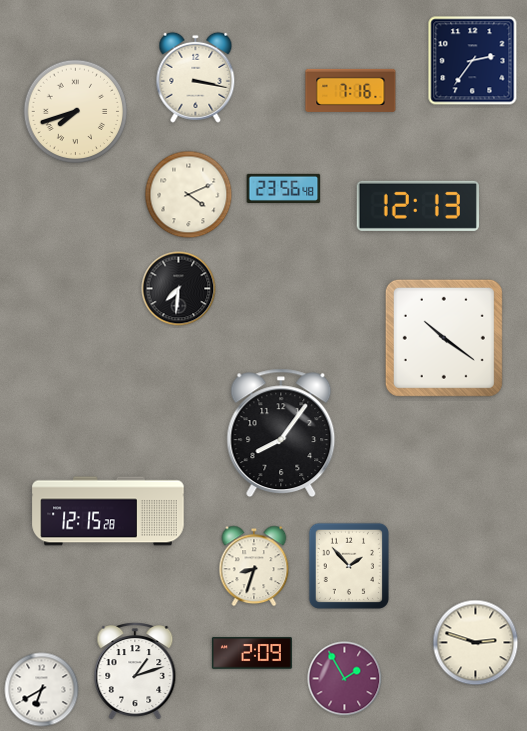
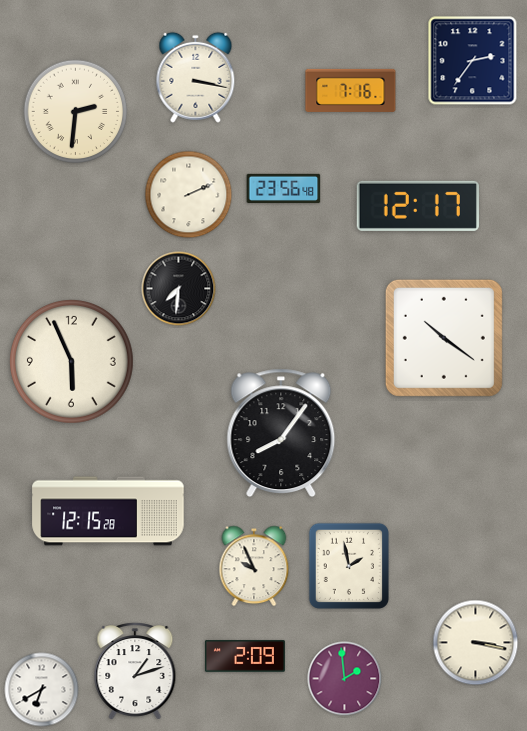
clock at (76, 112): 7:42 -> 2:31
clock at (189, 195): 4:11 -> 2:11
clock at (418, 206): 12:13 -> 12:17
clock at (71, 361): none -> 5:56
clock at (254, 566): 8:33 -> 9:56
clock at (349, 566): 1:53 -> 1:58
clock at (476, 643): 2:48 -> 3:17
clock at (252, 653) position: (252, 653) -> (245, 656)
clock at (345, 679): 1:55 -> 1:59
